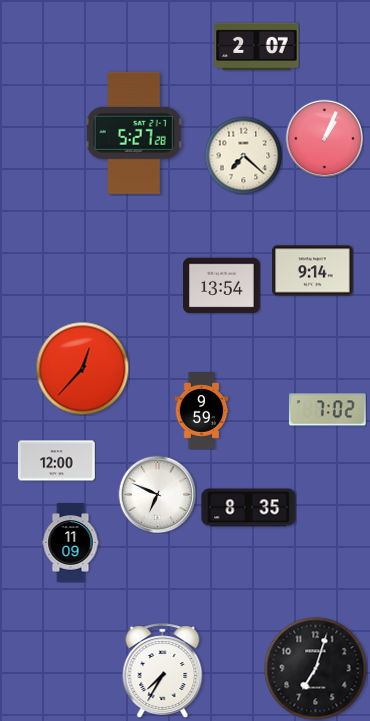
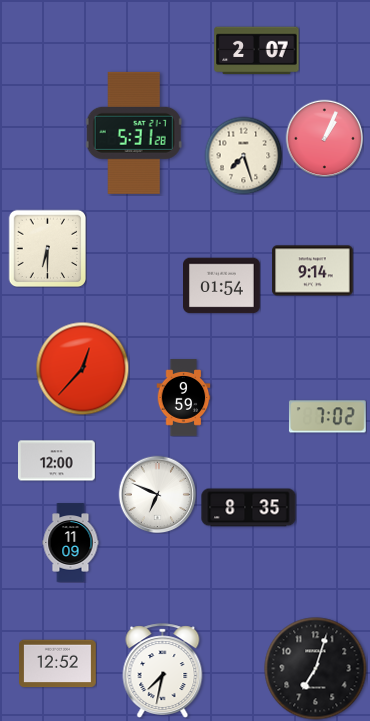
clock at (257, 47) position: (257, 47) -> (257, 51)
clock at (134, 133): 5:27 -> 5:31
clock at (243, 155): 7:22 -> 7:27
clock at (47, 248): none -> 6:30
clock at (222, 286): 13:54 -> 01:54
clock at (327, 410) position: (327, 410) -> (327, 417)
clock at (202, 411) position: (202, 411) -> (184, 398)
clock at (58, 664): none -> 12:52
clock at (163, 671): 7:35 -> 7:32
